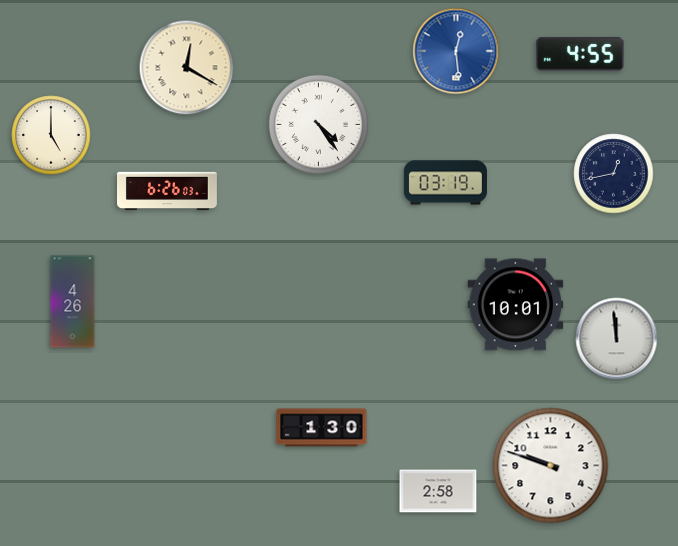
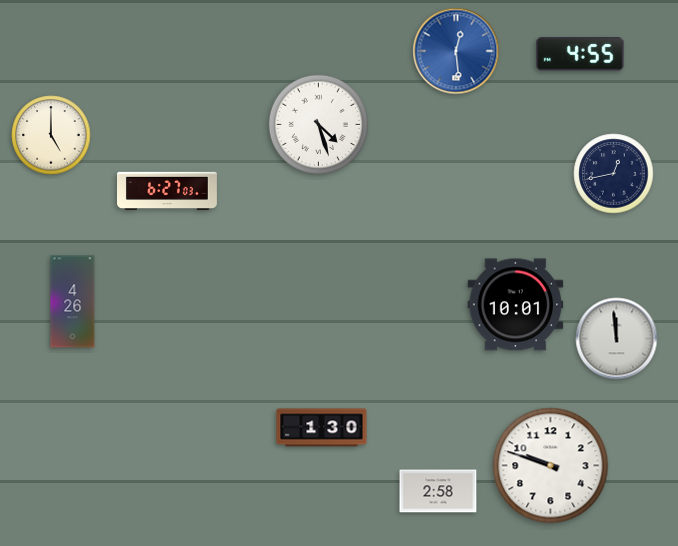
clock at (187, 68): 12:20 -> none
clock at (318, 124): 4:24 -> 4:27
clock at (445, 183): 03:19 -> none
clock at (168, 191): 6:26 -> 6:27
